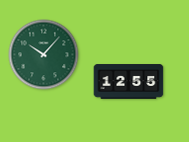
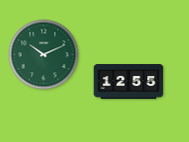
clock at (44, 55): 10:07 -> 10:11
